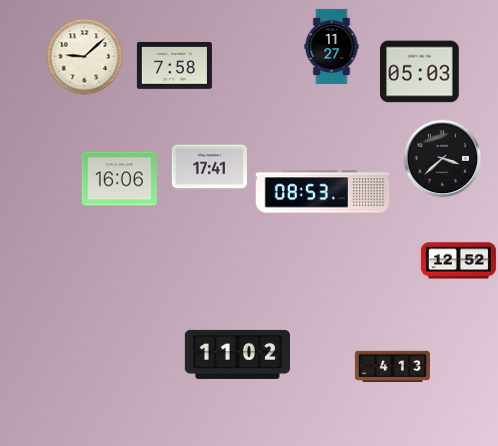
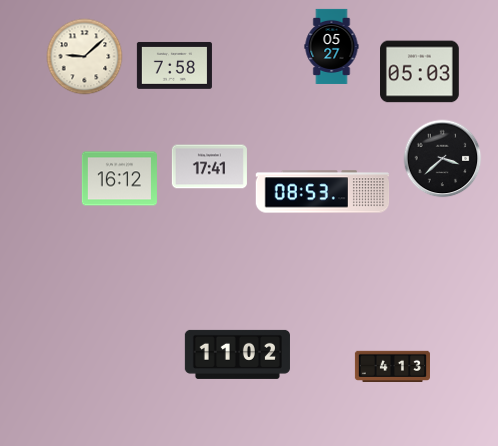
clock at (332, 46): 11:27 -> 05:27
clock at (119, 179): 16:06 -> 16:12
clock at (458, 261): 12:52 -> none
